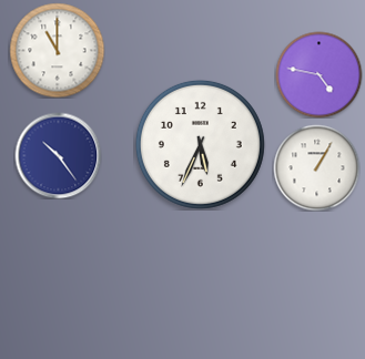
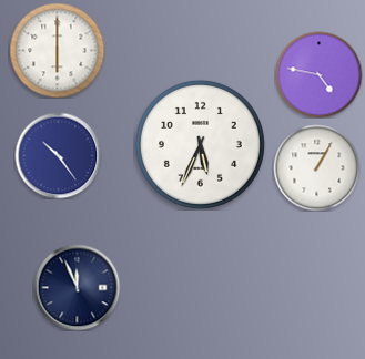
clock at (57, 50): 11:00 -> 6:00
clock at (77, 287): none -> 11:56
